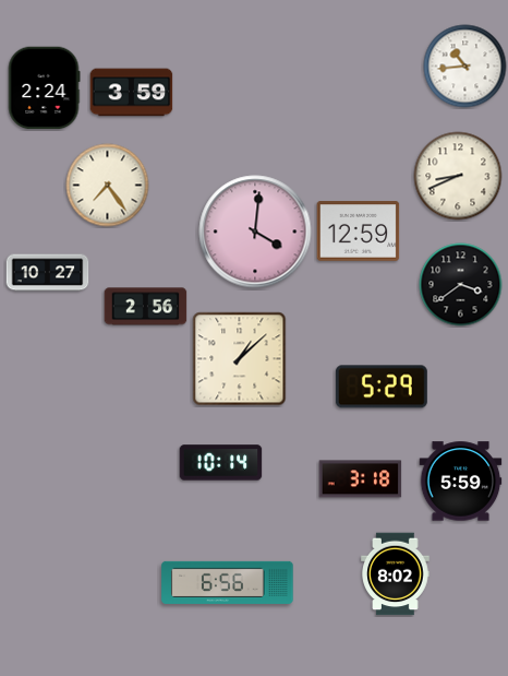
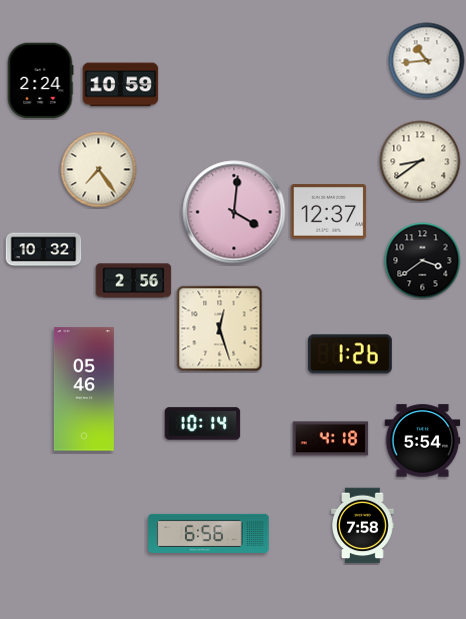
clock at (132, 93): 3:59 -> 10:59
clock at (458, 176): 8:41 -> 8:39
clock at (359, 232): 12:59 -> 12:37
clock at (48, 273): 10:27 -> 10:32
clock at (240, 359): 1:08 -> 12:27
clock at (382, 387): 5:29 -> 1:26
clock at (84, 389): none -> 05:46
clock at (361, 479): 3:18 -> 4:18
clock at (461, 482): 5:59 -> 5:54
clock at (396, 574): 8:02 -> 7:58
